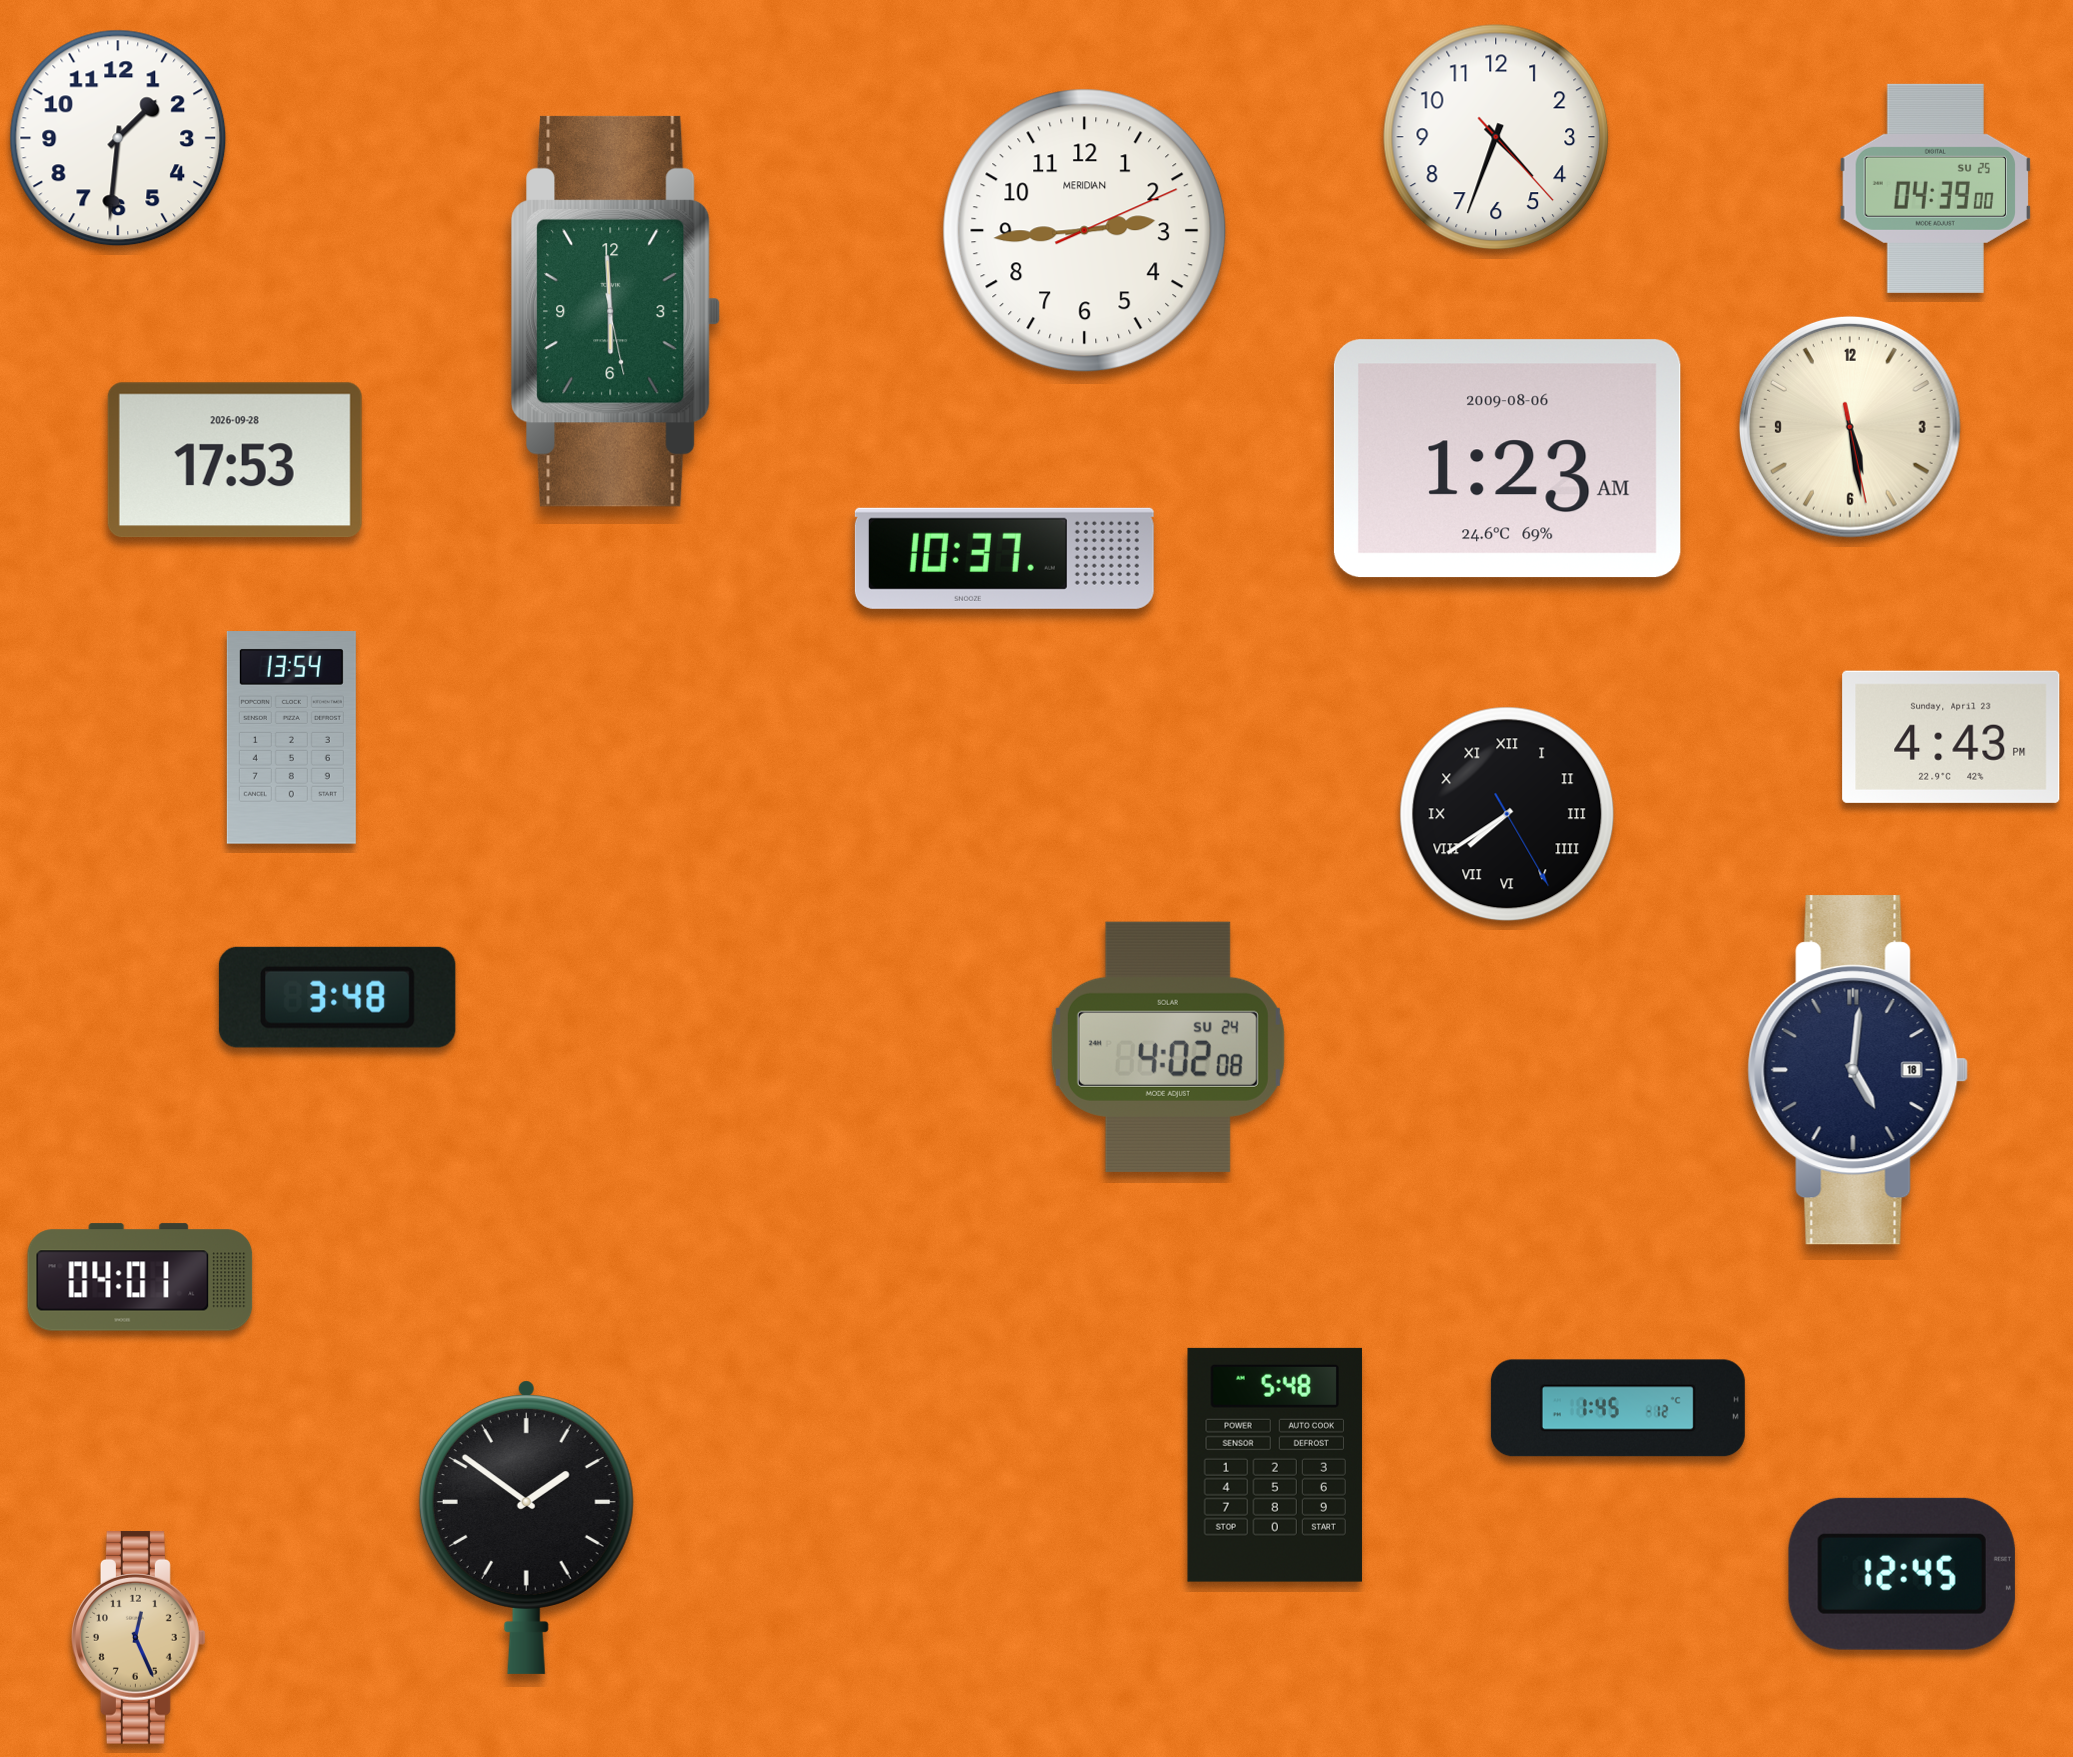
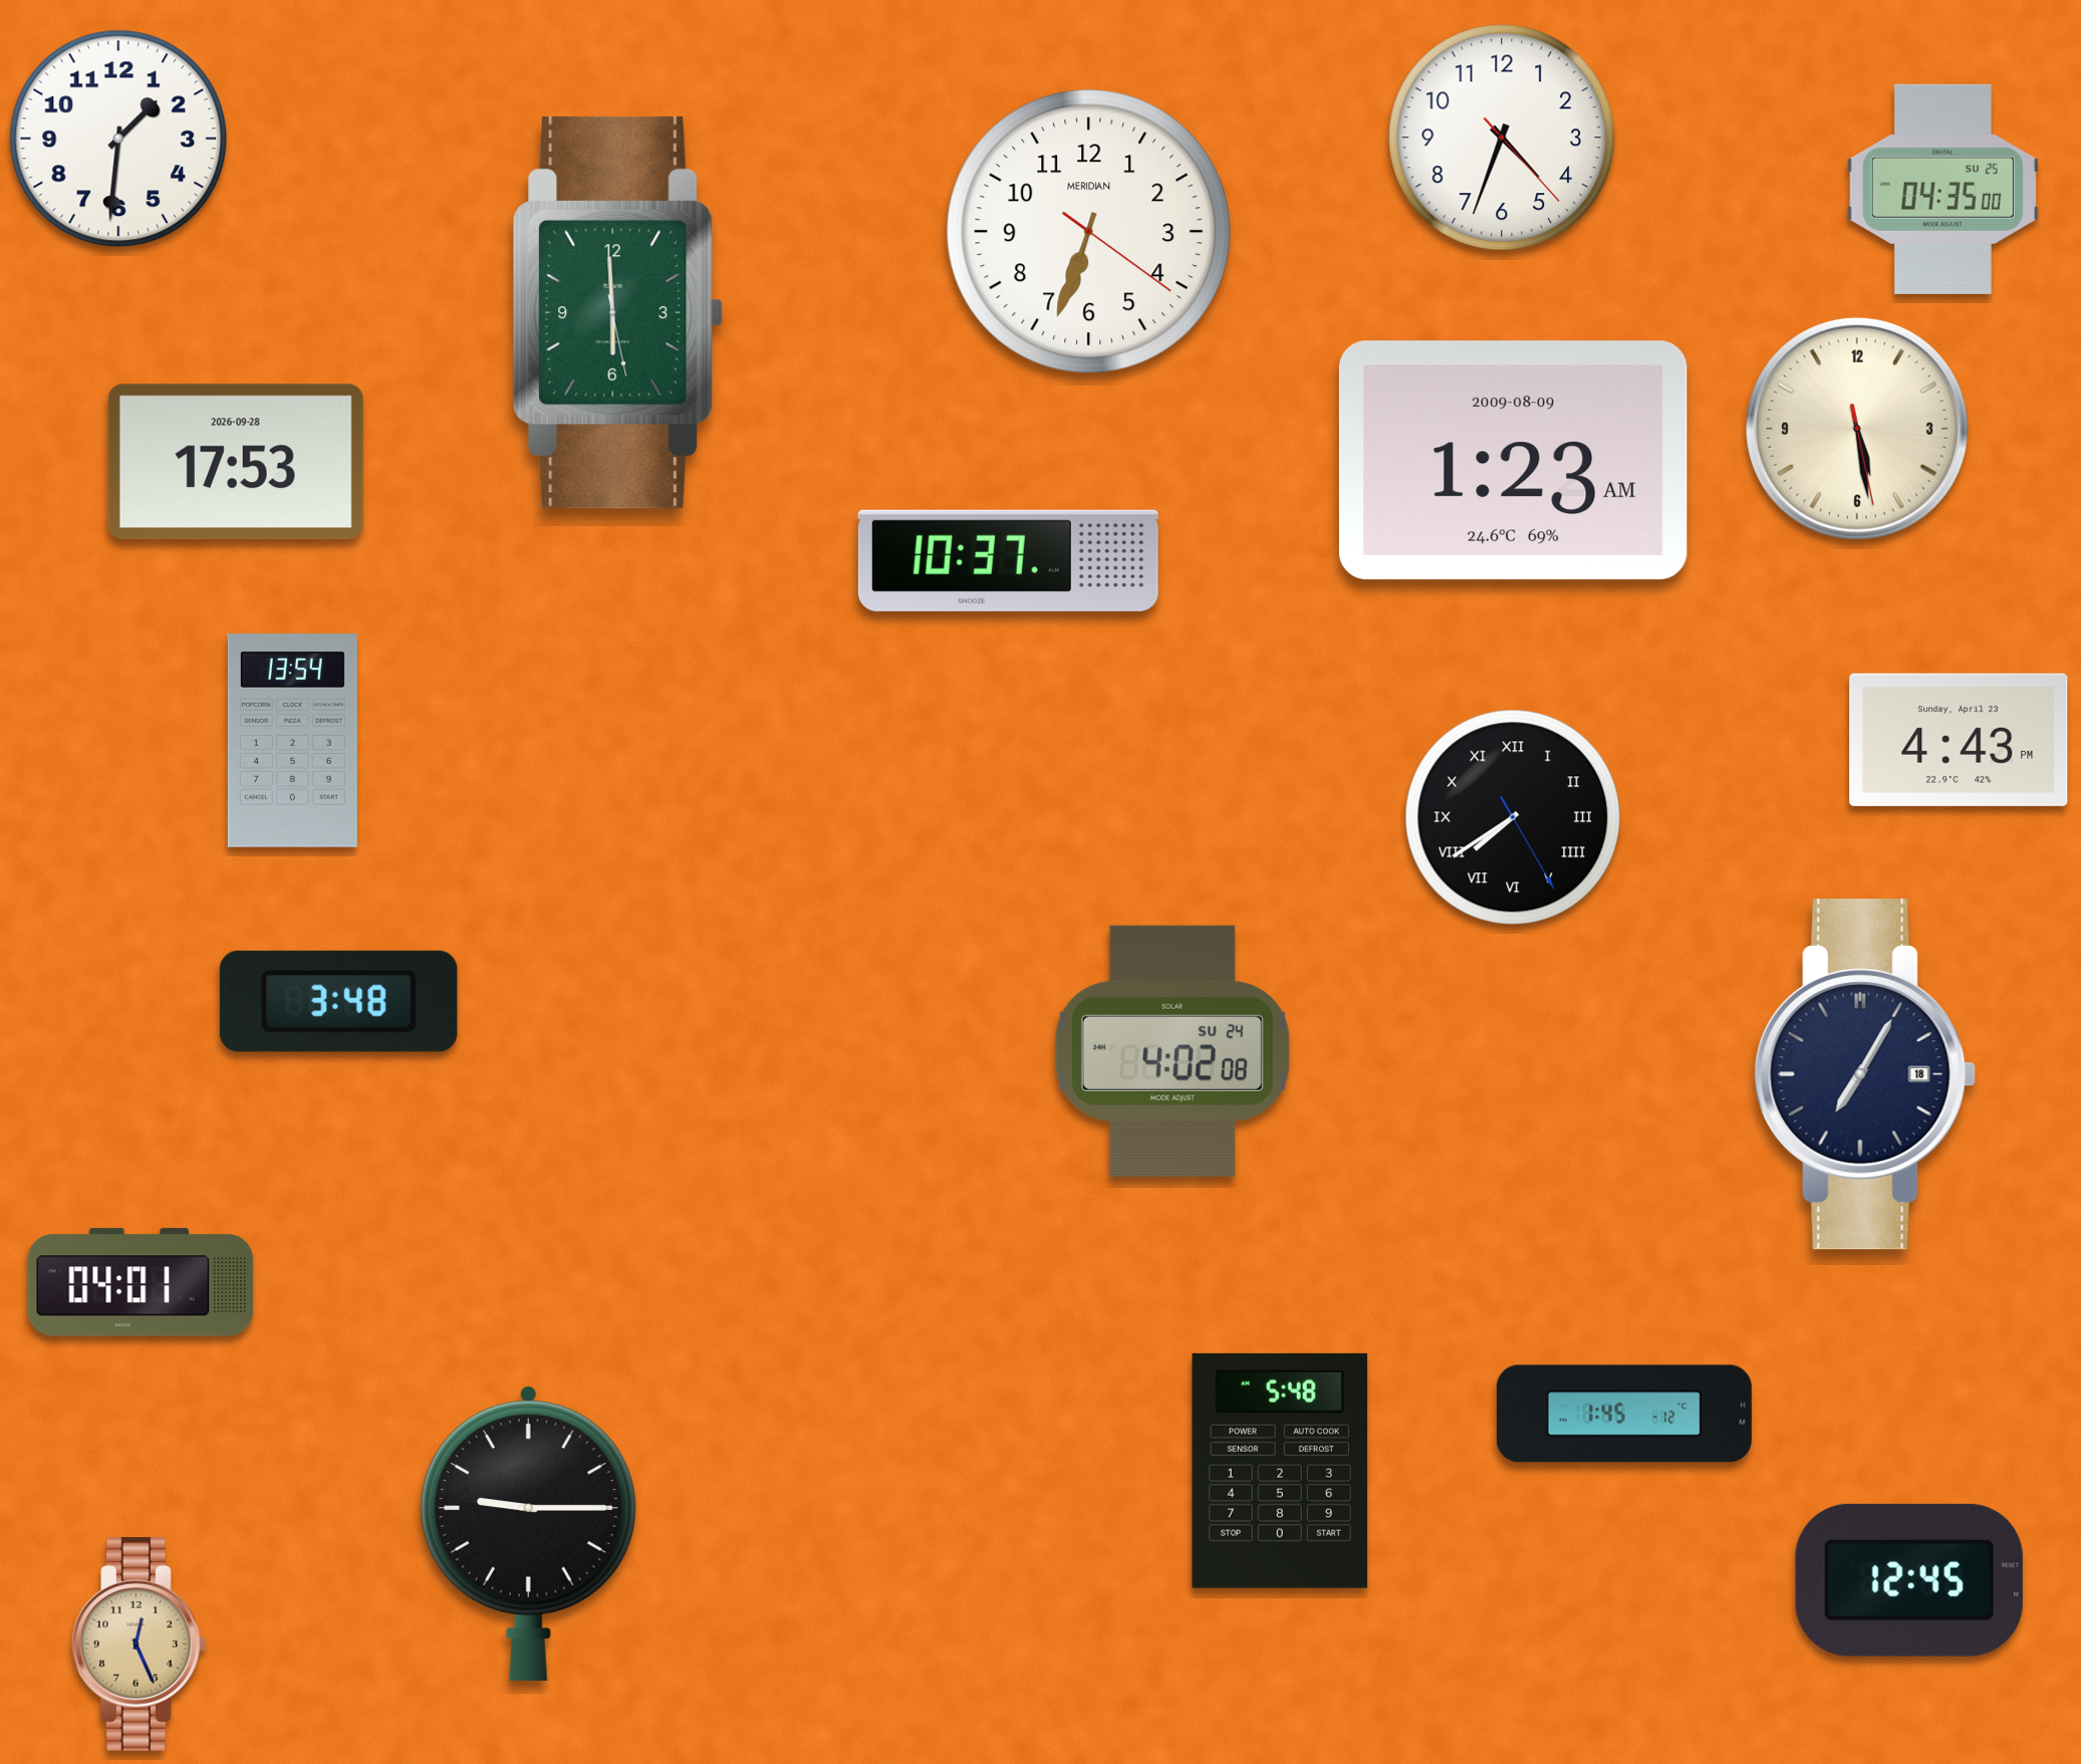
clock at (1936, 188): 04:39 -> 04:35
clock at (1085, 231): 2:44 -> 6:33
clock at (1507, 459) date: 2009-08-06 -> 2009-08-09
clock at (1858, 1070): 5:01 -> 7:05
clock at (526, 1527): 1:51 -> 9:15
